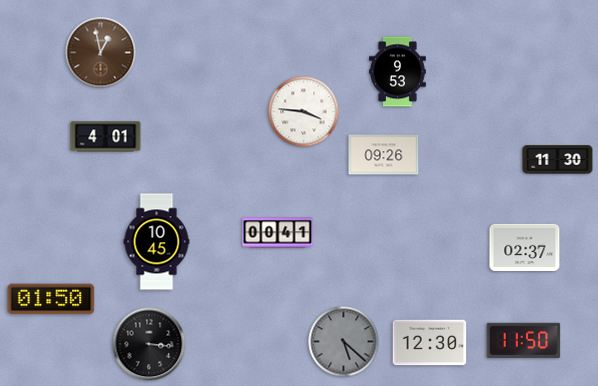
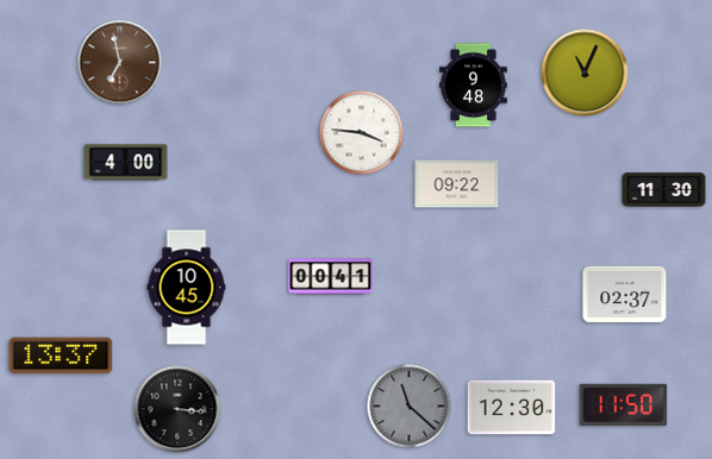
clock at (101, 53): 12:58 -> 6:58
clock at (585, 73): none -> 11:04
clock at (398, 72): 9:53 -> 9:48
clock at (106, 137): 4:01 -> 4:00
clock at (384, 155): 09:26 -> 09:22
clock at (51, 299): 01:50 -> 13:37
clock at (344, 342): 5:22 -> 11:22
